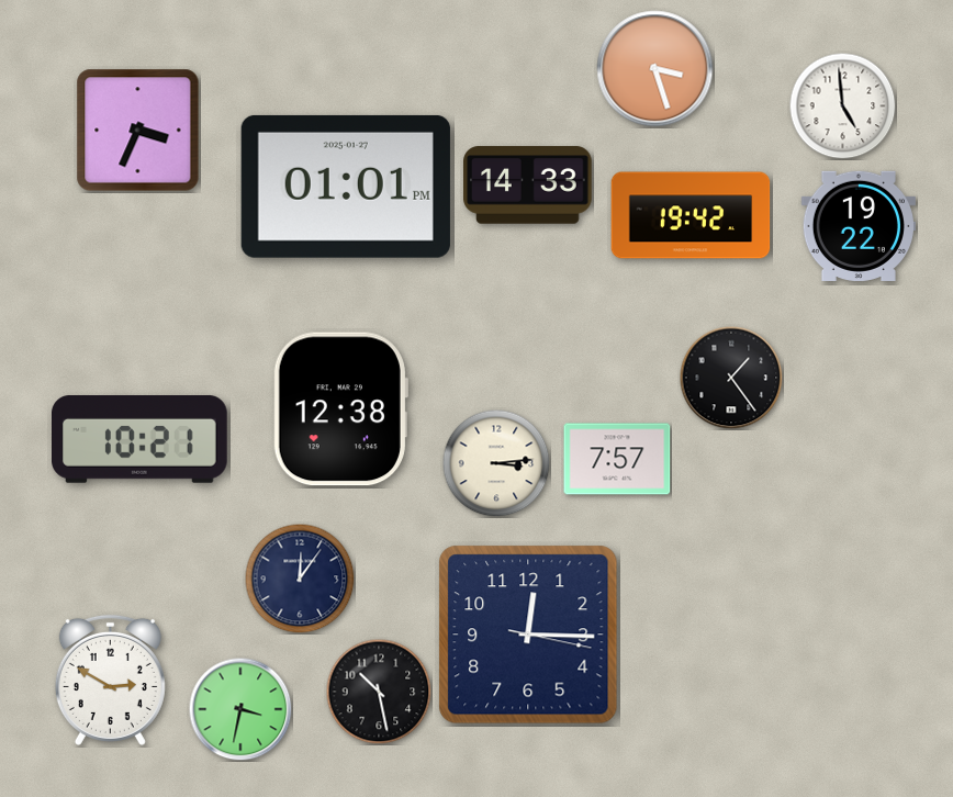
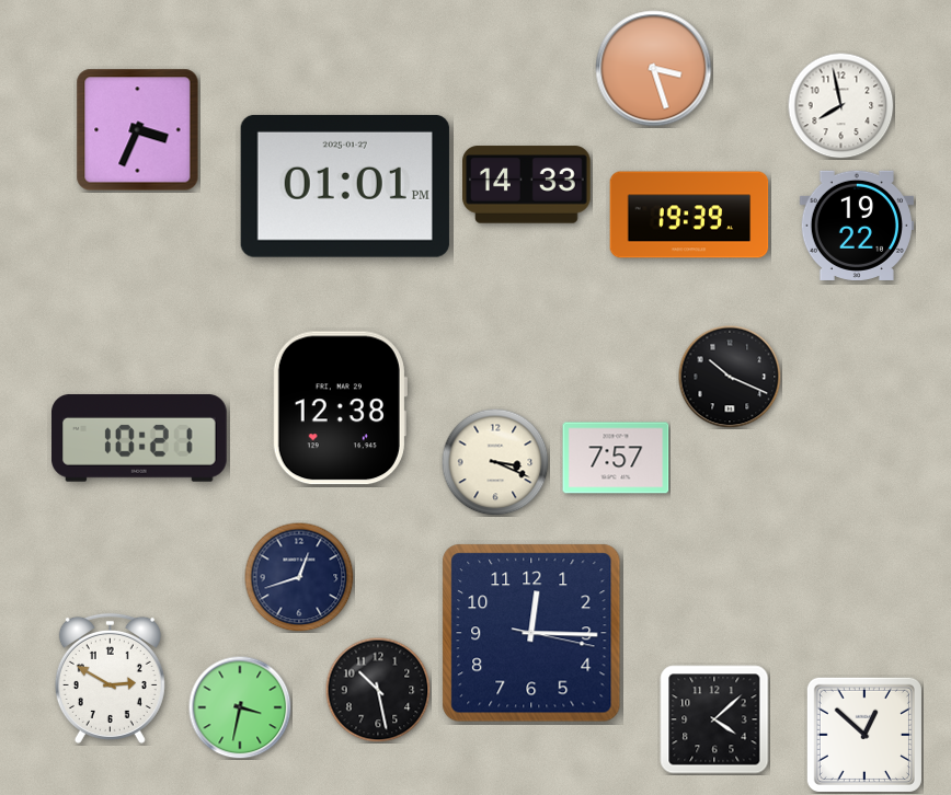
clock at (842, 105): 4:59 -> 7:58
clock at (691, 215): 19:42 -> 19:39
clock at (731, 378): 1:24 -> 10:19
clock at (496, 463): 3:14 -> 3:19
clock at (300, 579): 12:06 -> 12:42
clock at (528, 635) position: (528, 635) -> (531, 633)
clock at (714, 719): none -> 4:08
clock at (864, 735): none -> 12:52
